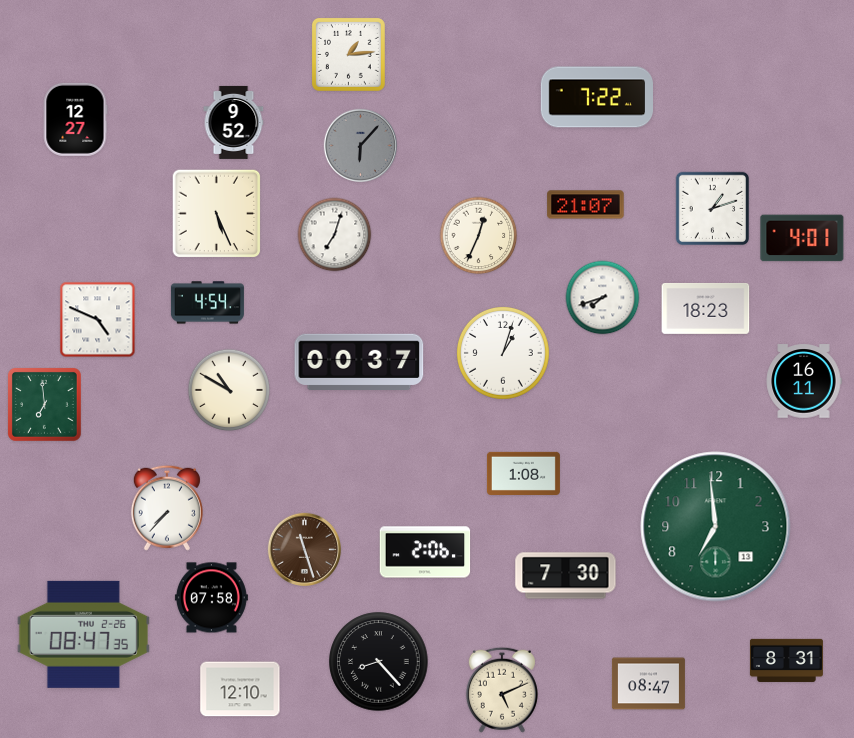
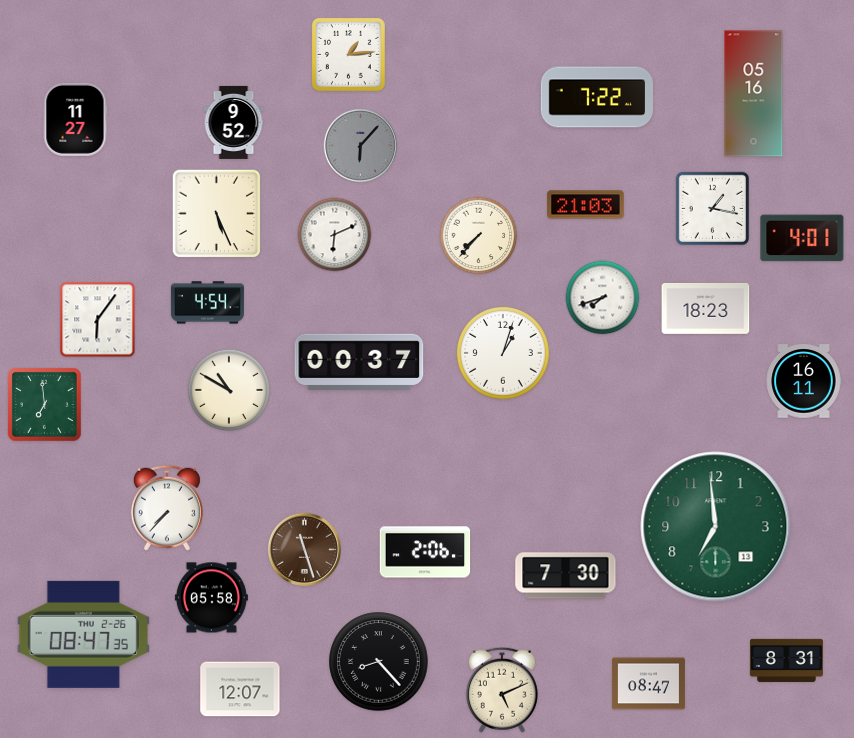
clock at (754, 94): none -> 05:16
clock at (75, 119): 12:27 -> 11:27
clock at (586, 205): 21:07 -> 21:03
clock at (713, 209): 1:12 -> 1:17
clock at (335, 235): 7:03 -> 6:11
clock at (479, 236): 12:34 -> 7:37
clock at (98, 320): 4:49 -> 6:06
clock at (523, 473): 1:08 -> none
clock at (211, 598): 07:58 -> 05:58
clock at (240, 689): 12:10 -> 12:07
